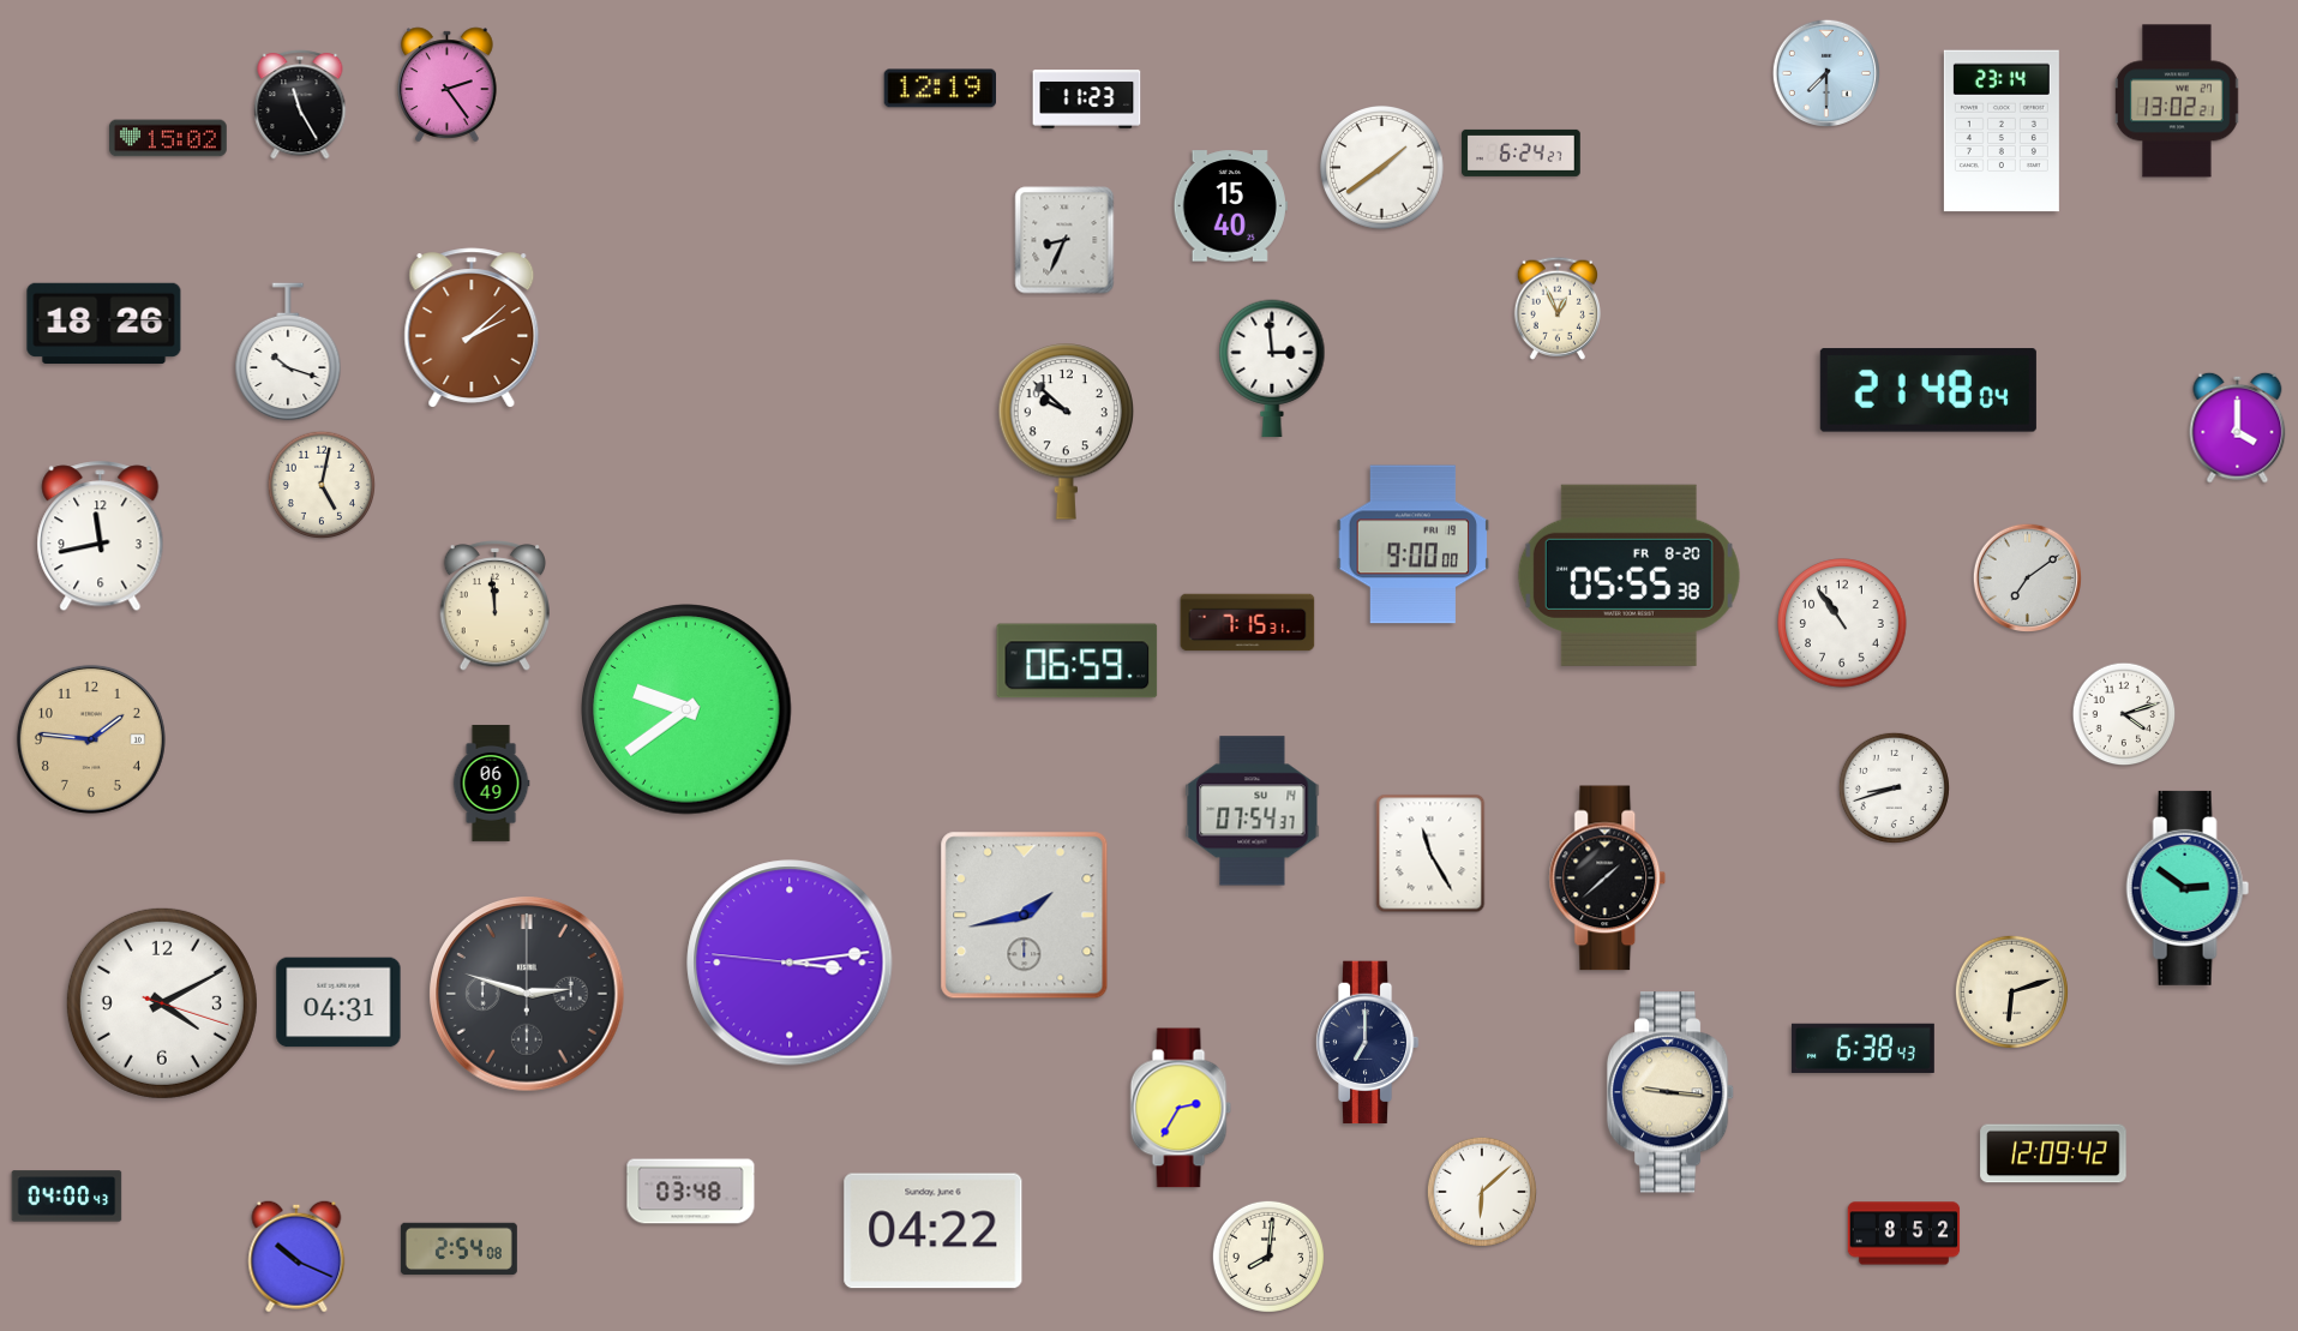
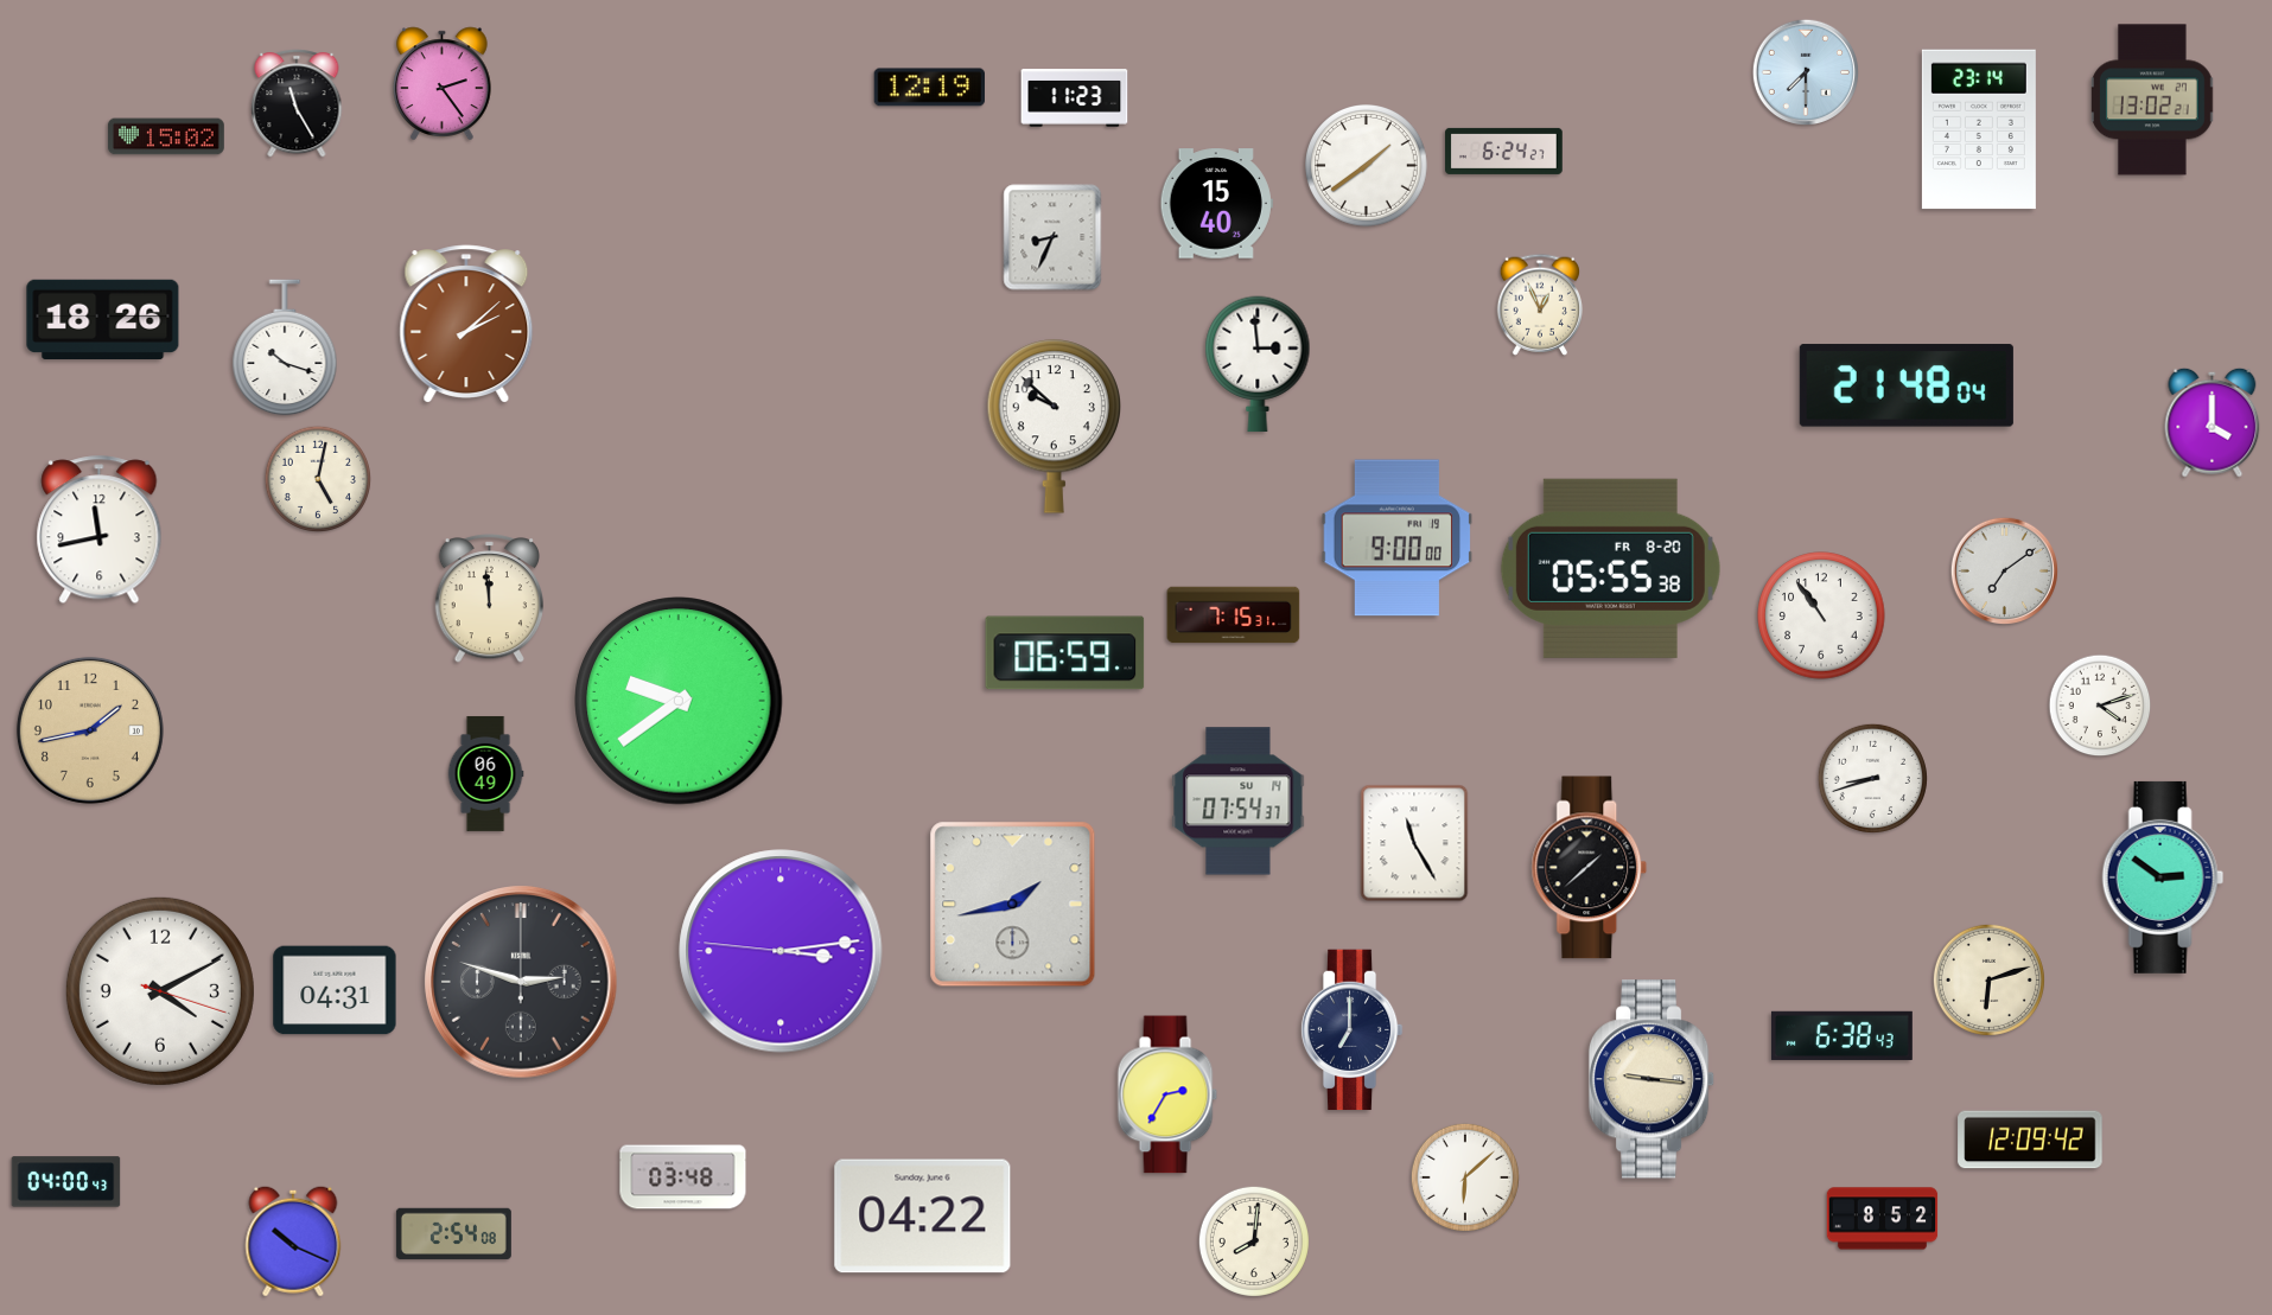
clock at (91, 739): 1:46 -> 1:43
